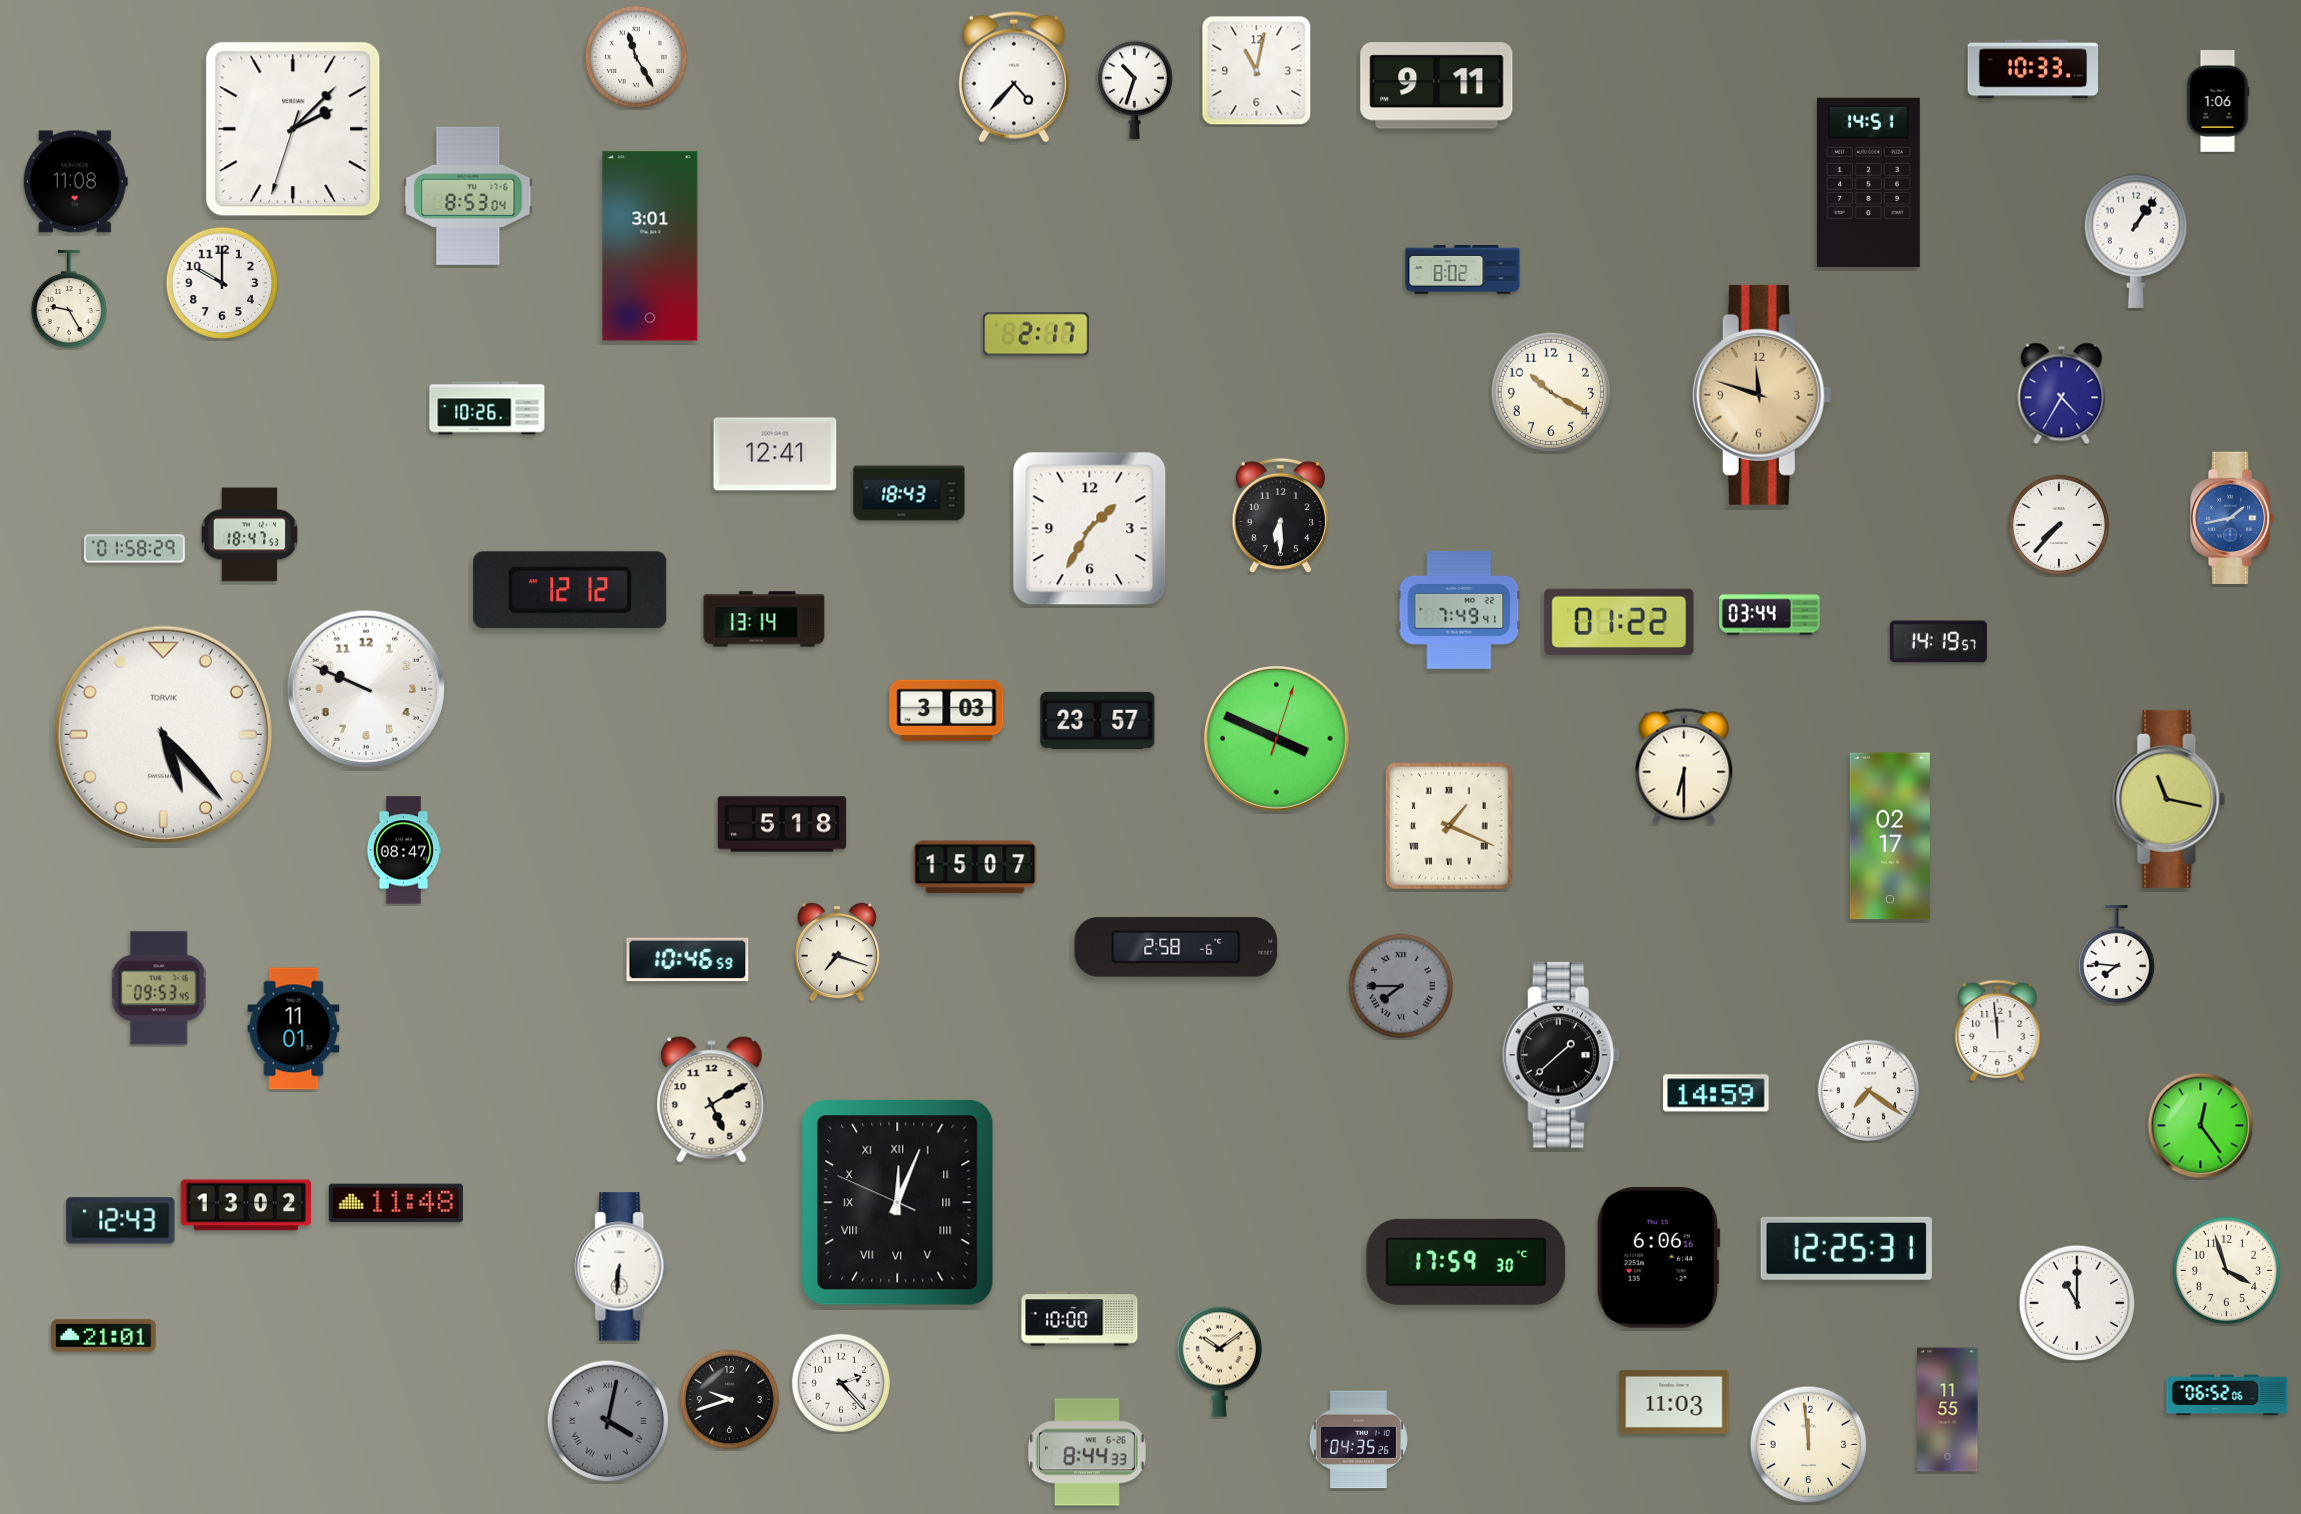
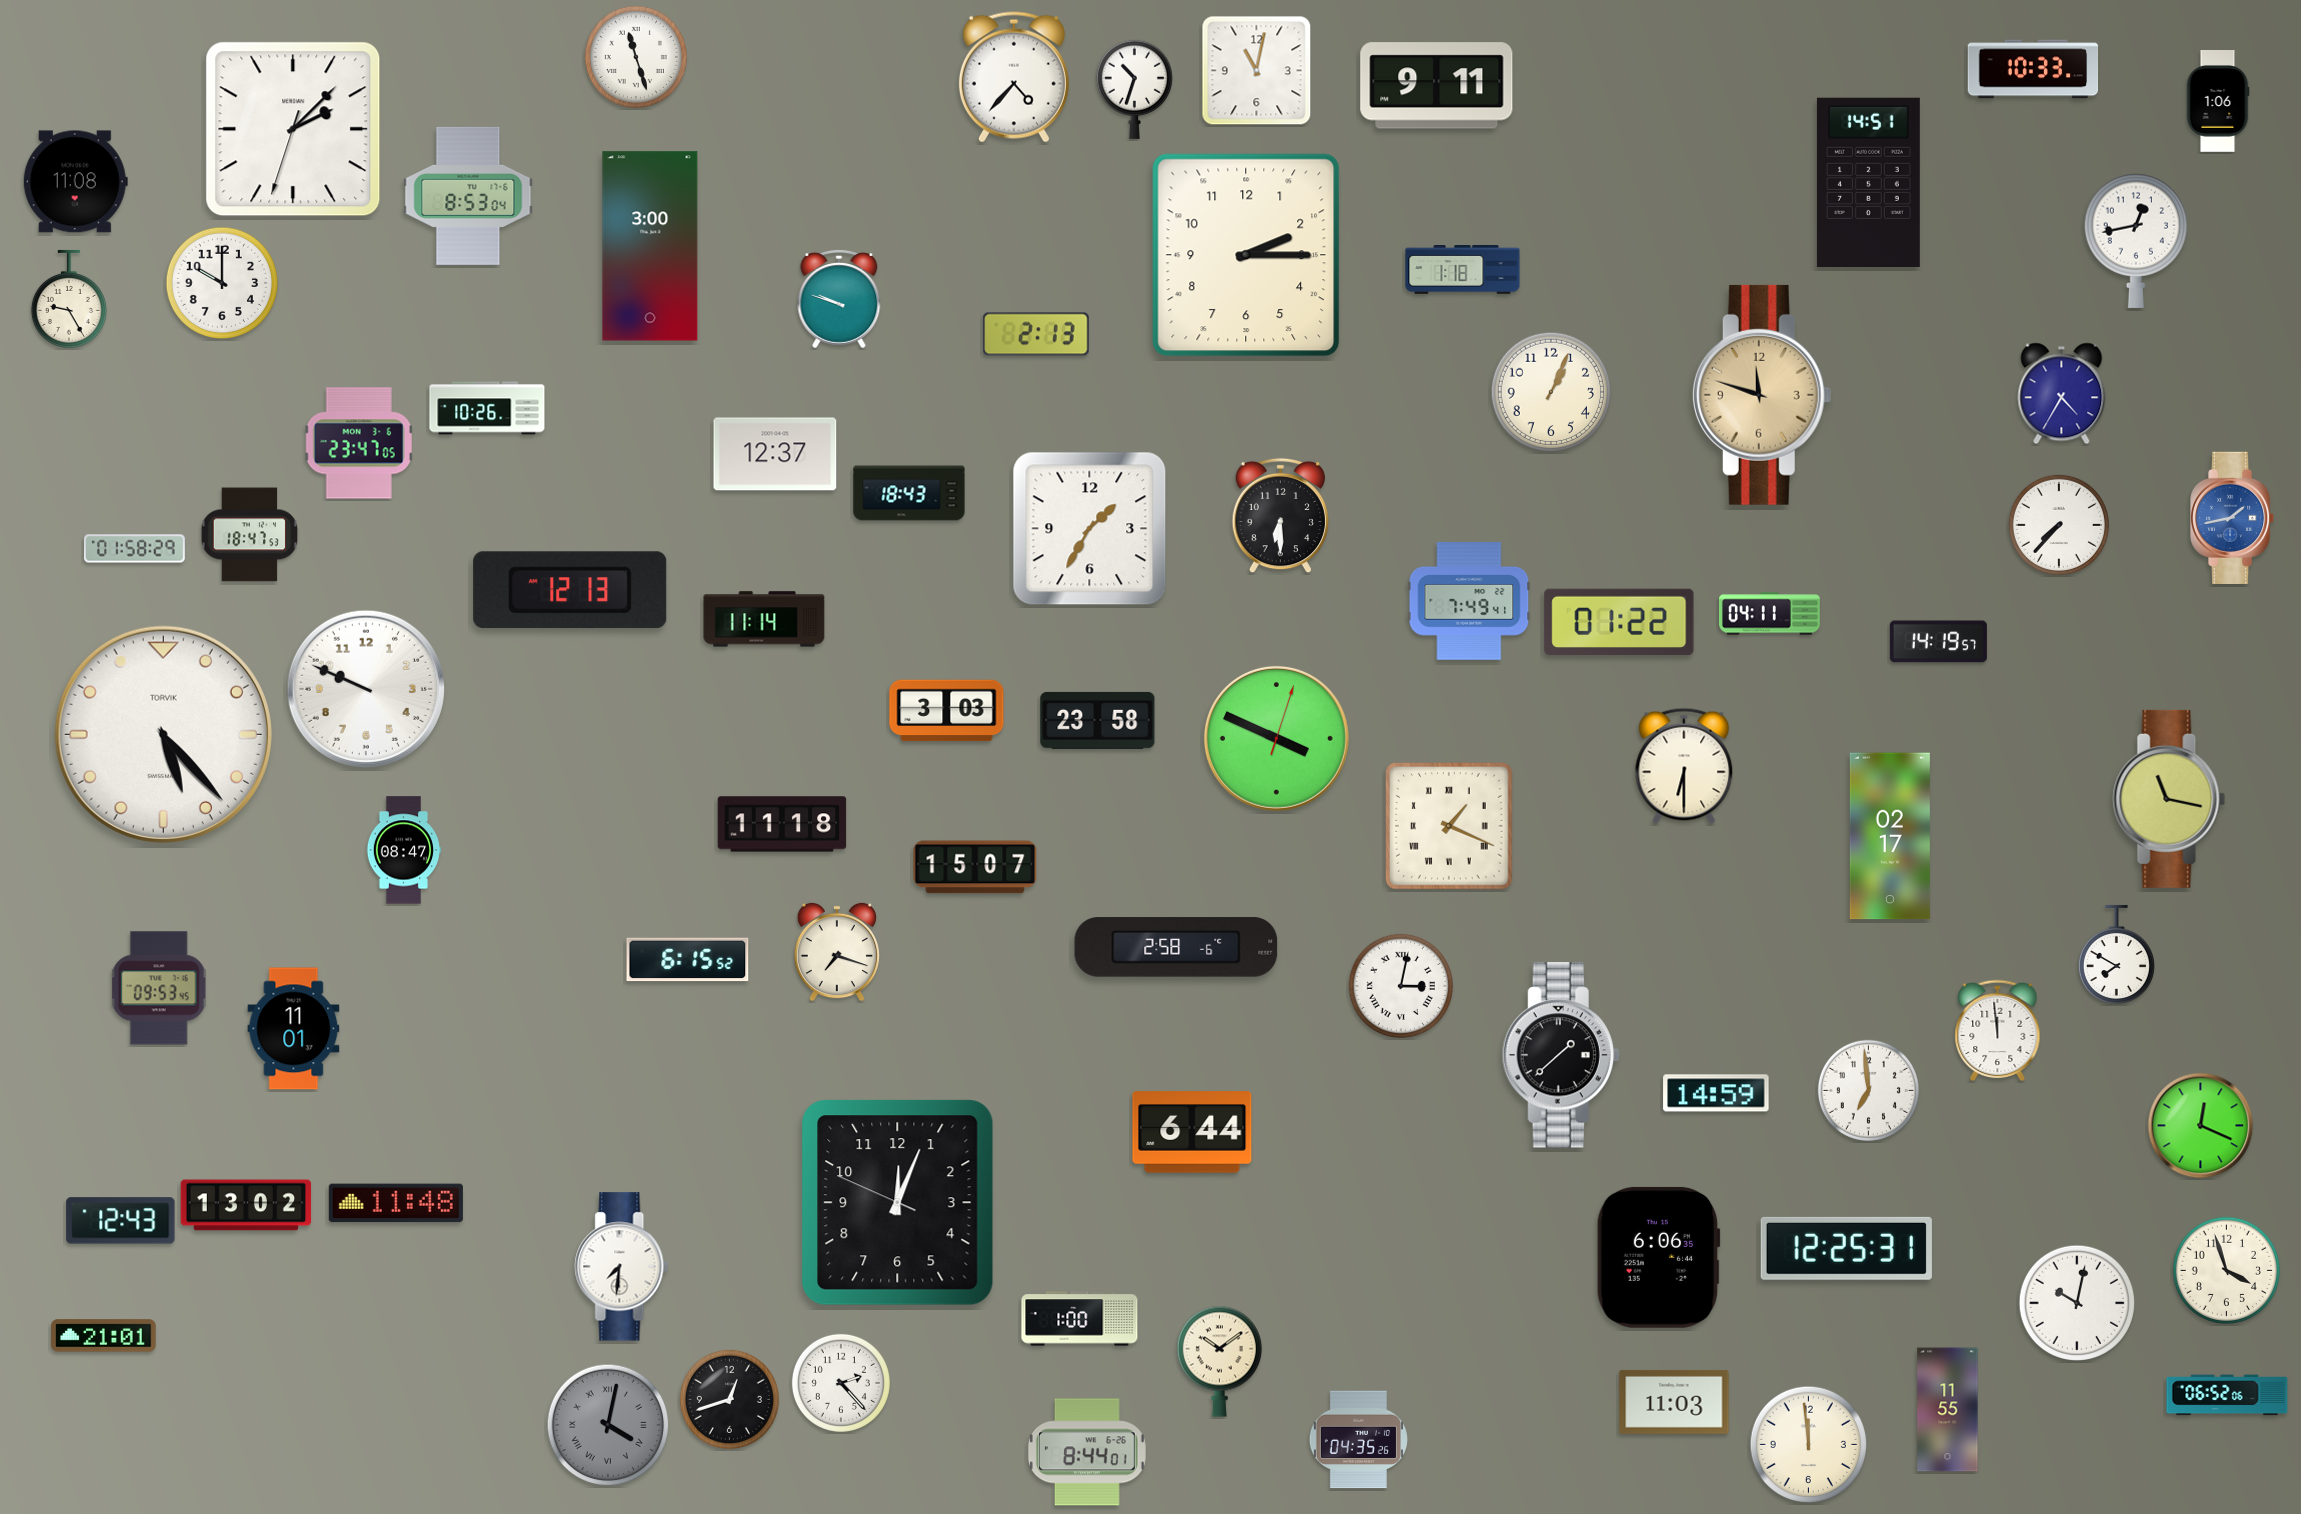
clock at (636, 57): 11:25 -> 11:27
clock at (2136, 241): 1:06 -> 12:43
clock at (650, 246): 3:01 -> 3:00
clock at (1246, 255): none -> 2:15
clock at (1463, 270): 8:02 -> 1:18
clock at (839, 299): none -> 9:48
clock at (1036, 334): 2:17 -> 2:13
clock at (1551, 392): 10:20 -> 1:04
clock at (359, 443): none -> 23:47
clock at (775, 454): 12:41 -> 12:37
clock at (570, 590): 12:12 -> 12:13
clock at (1459, 611) position: (1459, 611) -> (1469, 602)
clock at (1770, 614): 03:44 -> 04:11
clock at (764, 619): 13:14 -> 11:14
clock at (1098, 720): 23:57 -> 23:58
clock at (782, 824): 5:18 -> 11:18
clock at (2116, 954): 7:46 -> 7:50
clock at (688, 960): 10:46 -> 6:15
clock at (1401, 986): 7:45 -> 3:02
clock at (1401, 986) dial: grey -> white
clock at (1868, 1090): 7:21 -> 6:59
clock at (712, 1100): 5:10 -> none
clock at (2201, 1126): 12:24 -> 12:19
clock at (1192, 1132): none -> 6:44
clock at (898, 1203) numerals: Roman -> Arabic
clock at (1658, 1257): 6:06:16 -> 6:06:35
clock at (1466, 1262): 17:59 -> none
clock at (622, 1267): 6:31 -> 7:31
clock at (2076, 1302): 11:00 -> 10:02
clock at (1080, 1319): 10:00 -> 1:00
clock at (729, 1399): 9:42 -> 12:42
clock at (608, 1421) position: (608, 1421) -> (608, 1425)
clock at (1087, 1452): 8:44:33 -> 8:44:01
